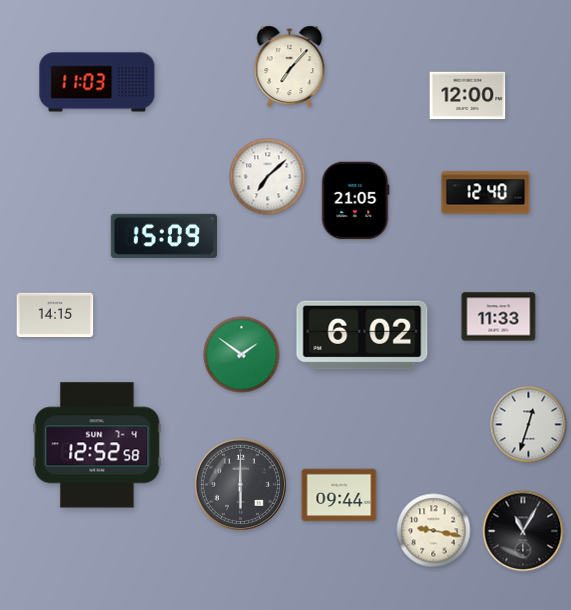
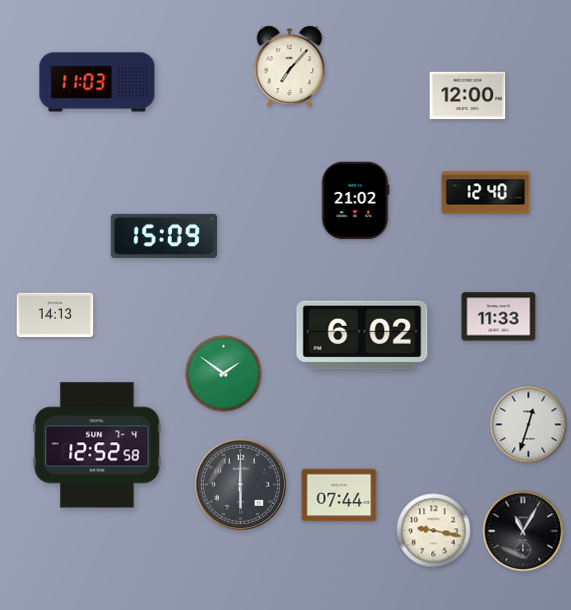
clock at (268, 177): 7:08 -> none
clock at (355, 201): 21:05 -> 21:02
clock at (55, 314): 14:15 -> 14:13
clock at (242, 355) position: (242, 355) -> (224, 374)
clock at (339, 495): 09:44 -> 07:44
